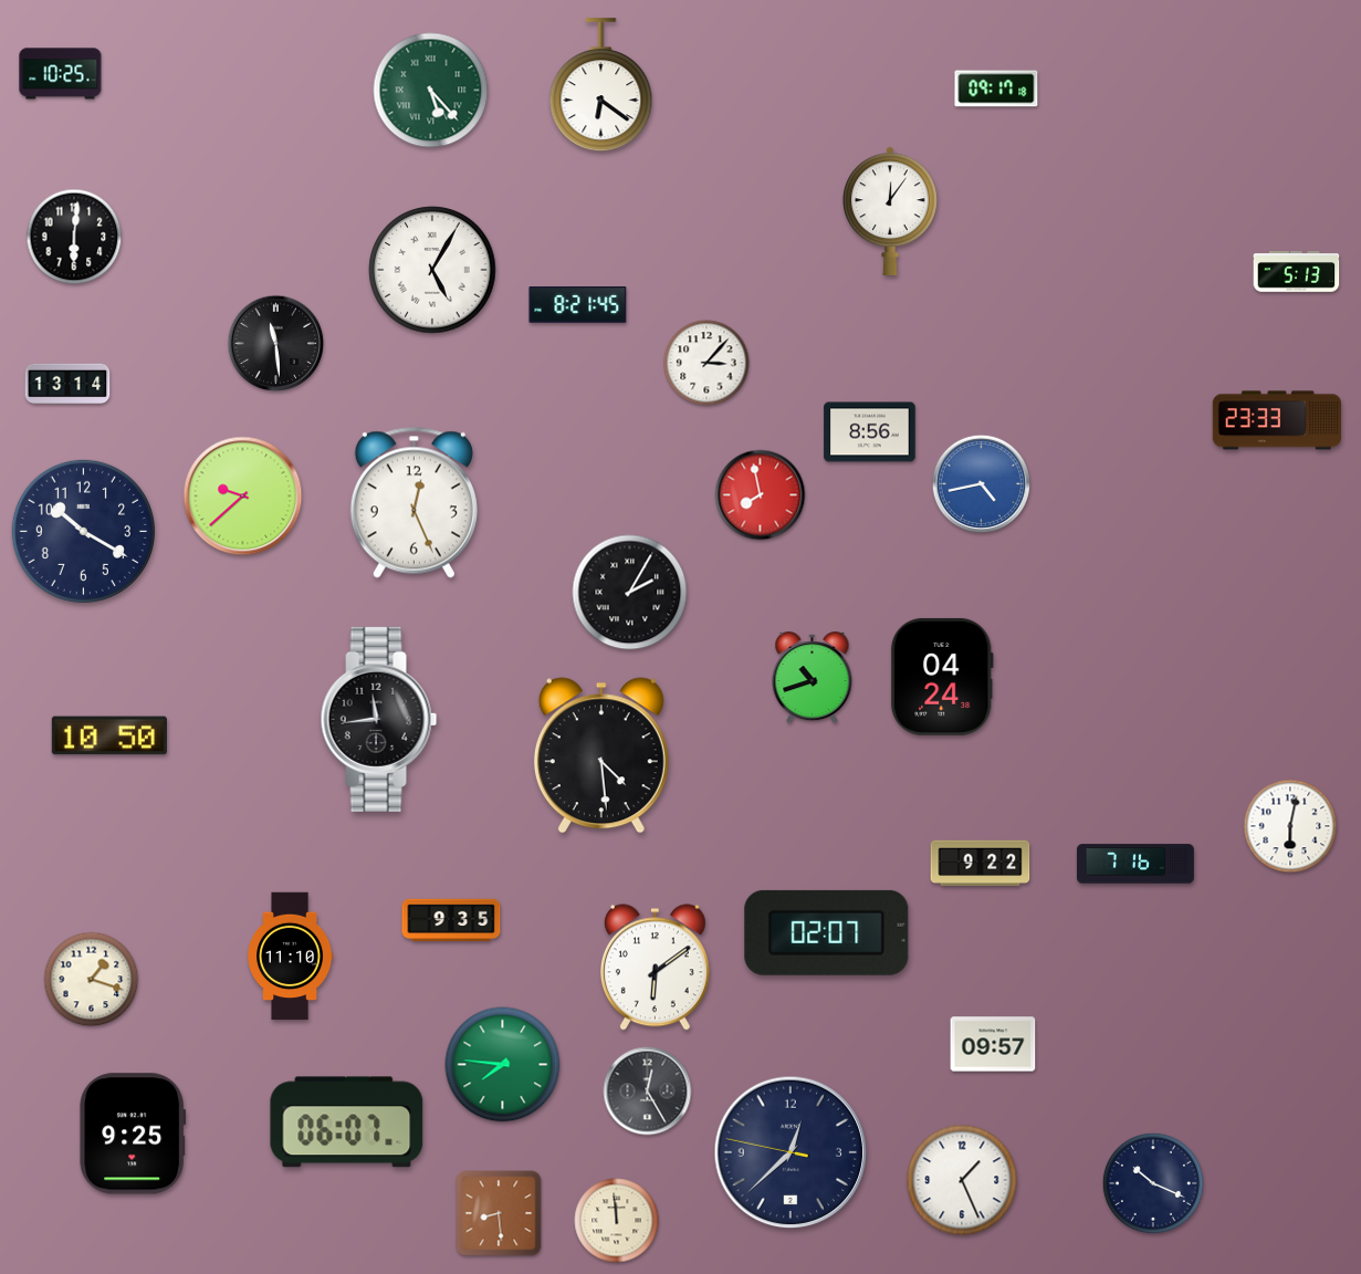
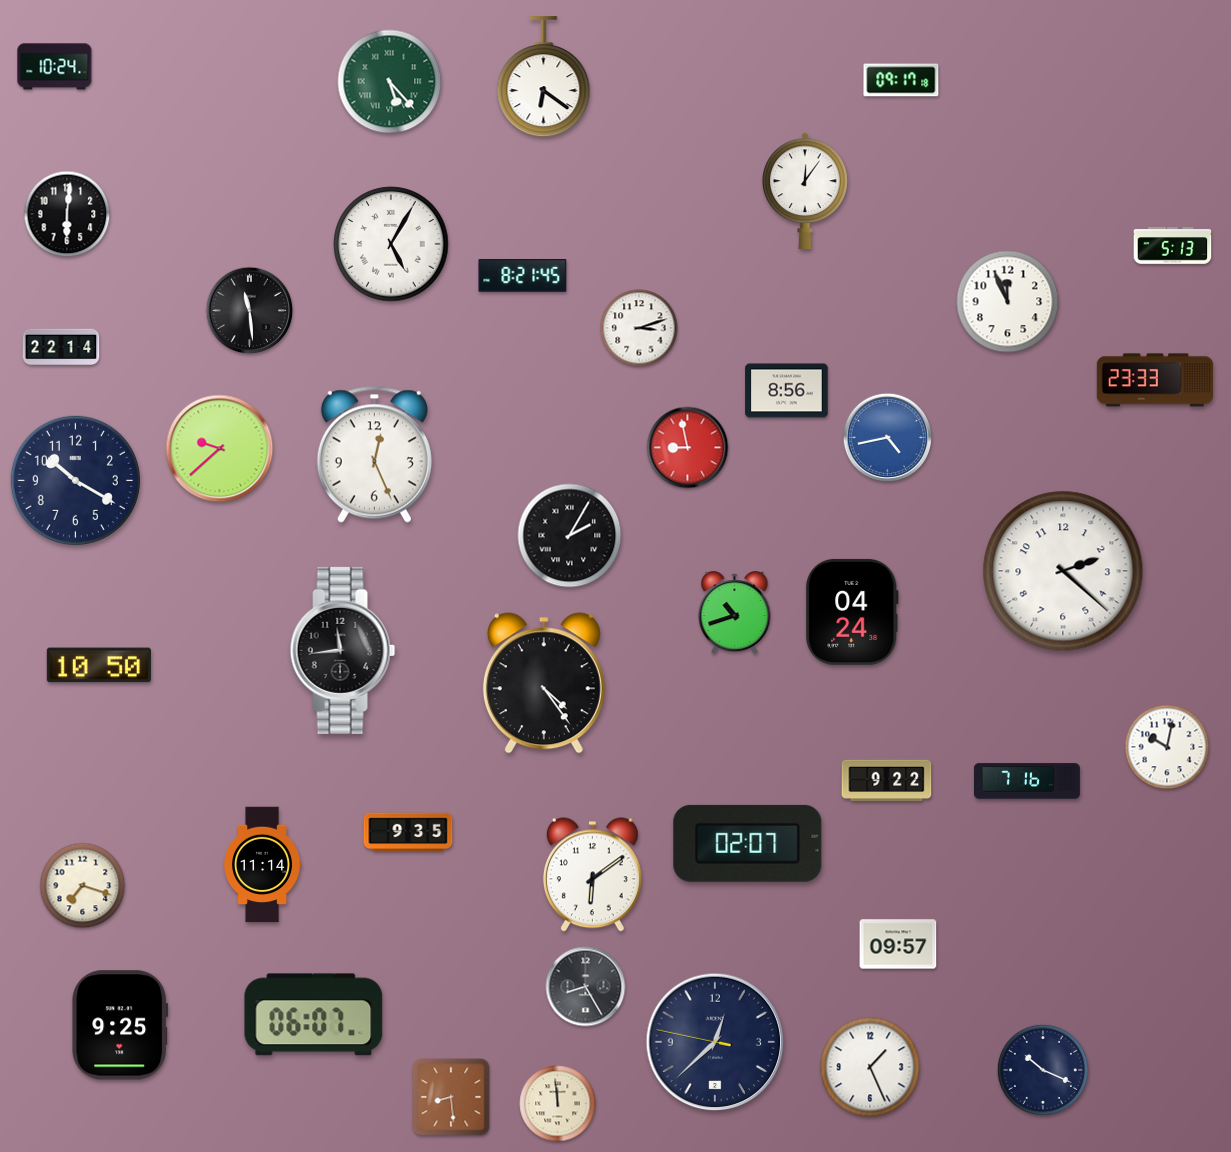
clock at (61, 74): 10:25 -> 10:24
clock at (1008, 302): none -> 11:56
clock at (706, 363): 3:07 -> 3:12
clock at (67, 384): 13:14 -> 22:14
clock at (761, 495): 7:58 -> 8:58
clock at (1063, 571): none -> 2:22
clock at (601, 755): 4:29 -> 4:24
clock at (1290, 826): 6:02 -> 10:02
clock at (290, 957): 11:10 -> 11:14
clock at (92, 980): 1:18 -> 7:18
clock at (503, 1065): 7:46 -> none
clock at (648, 1092): 12:25 -> 8:25
